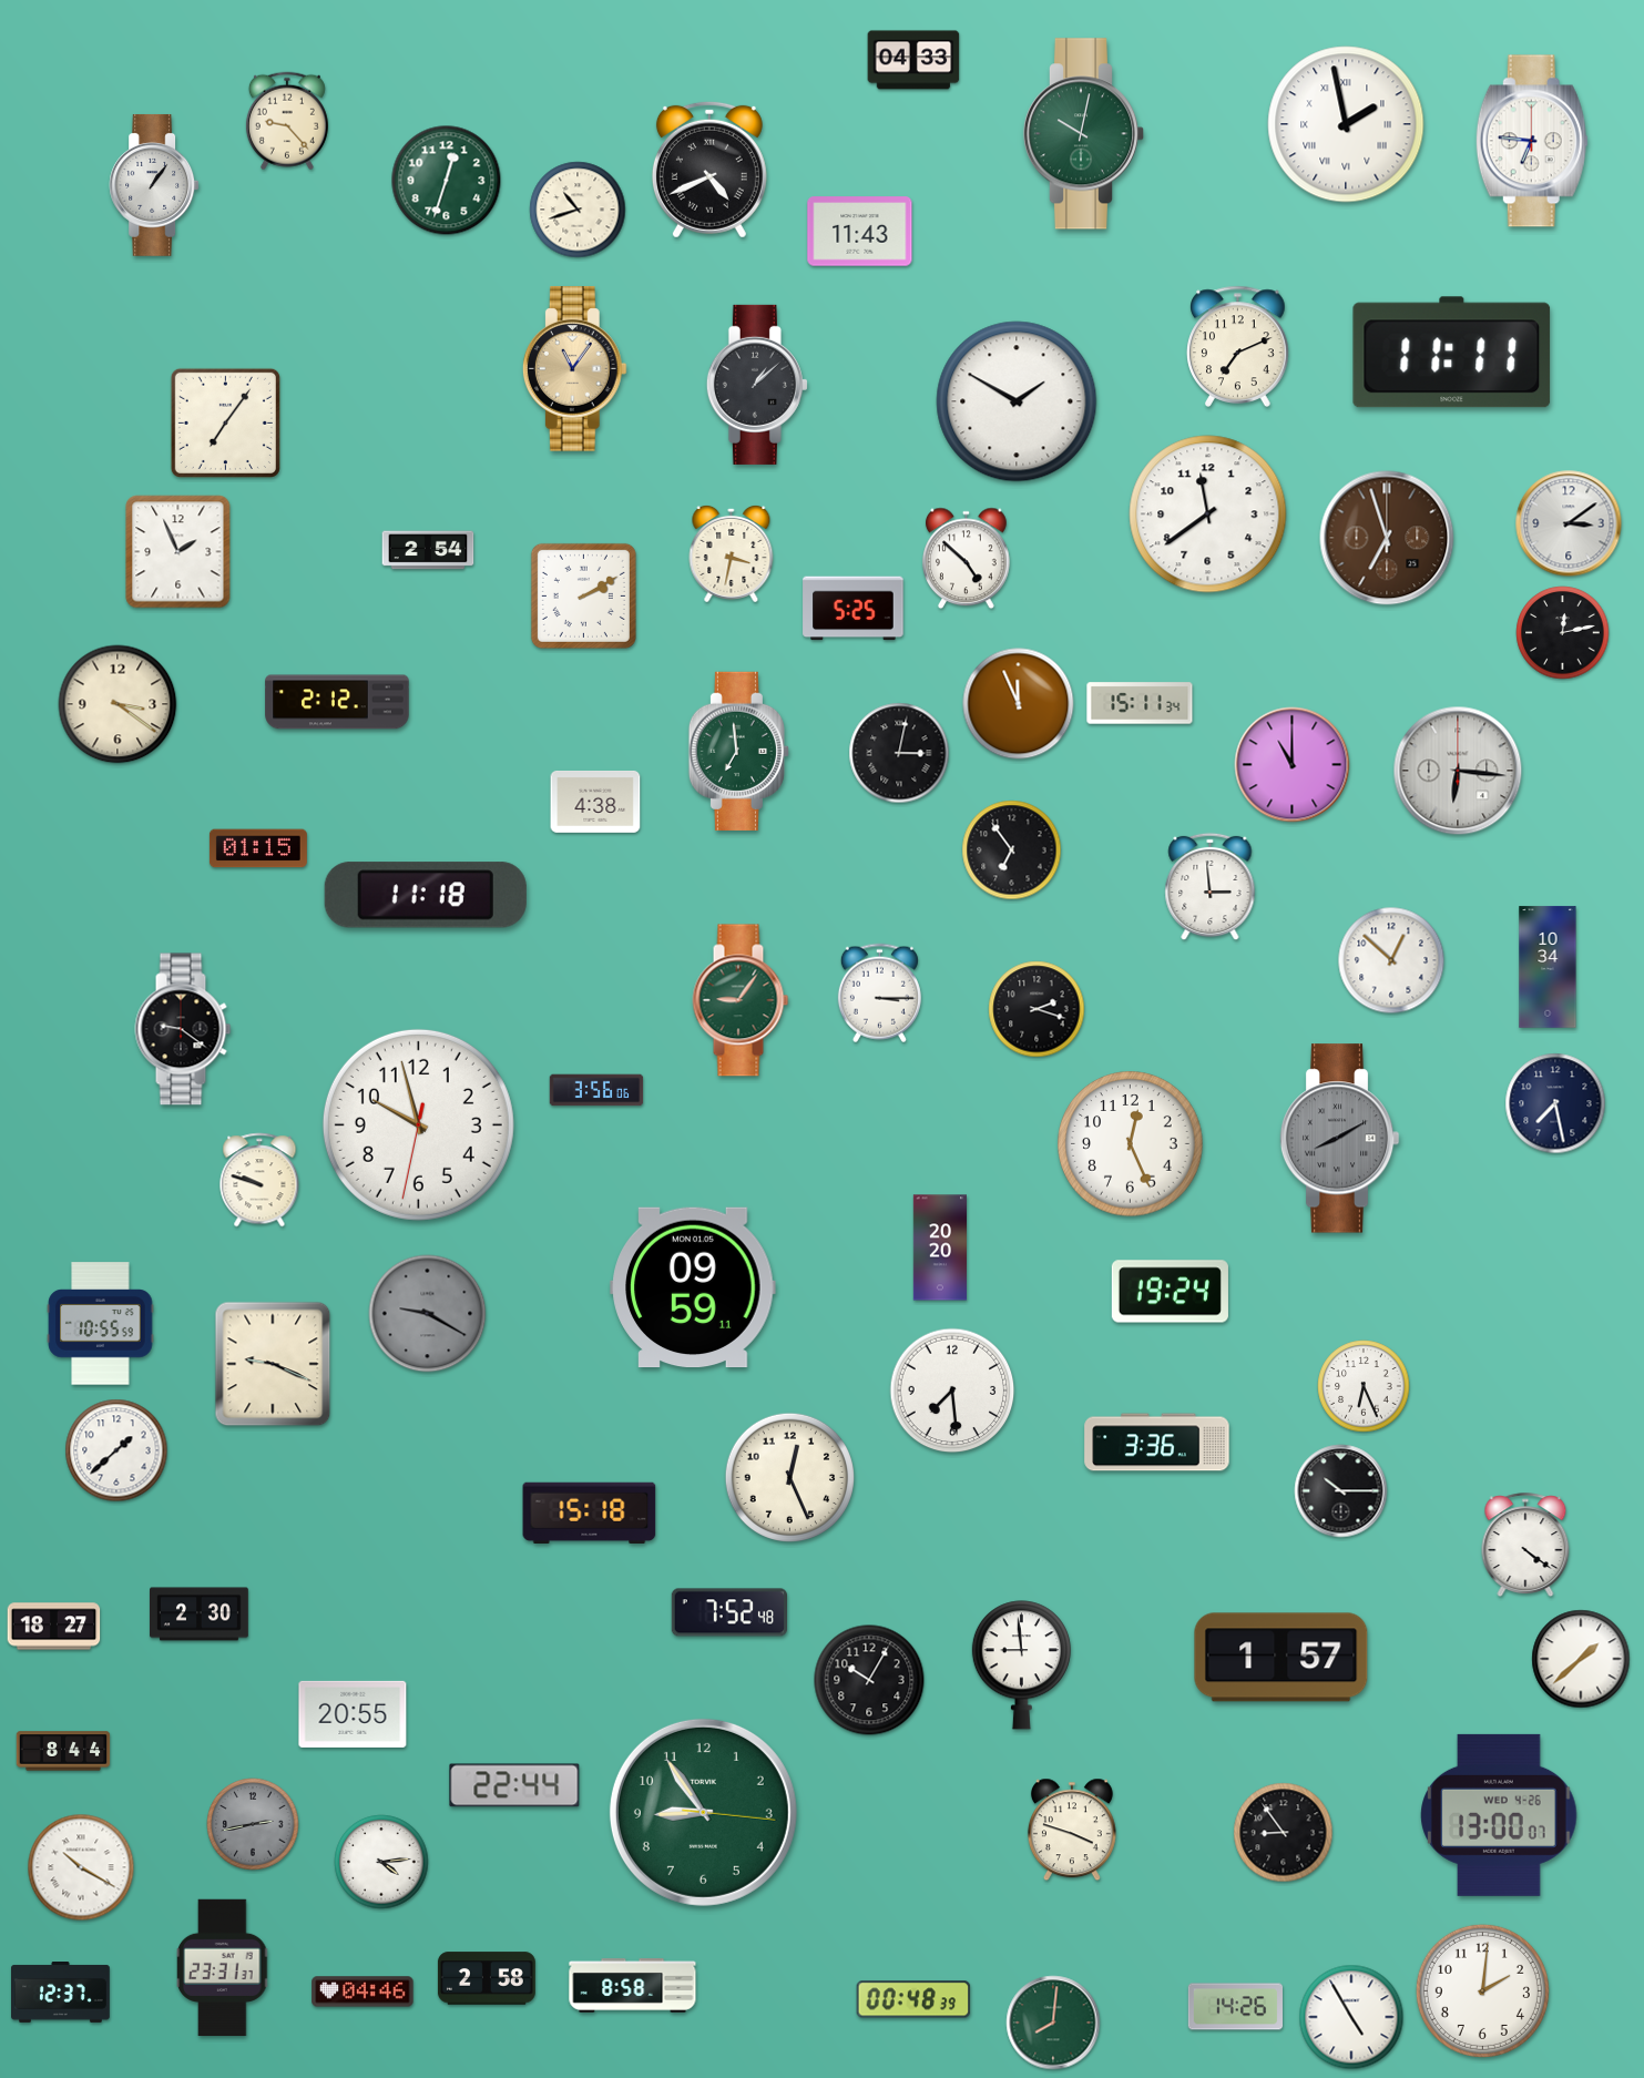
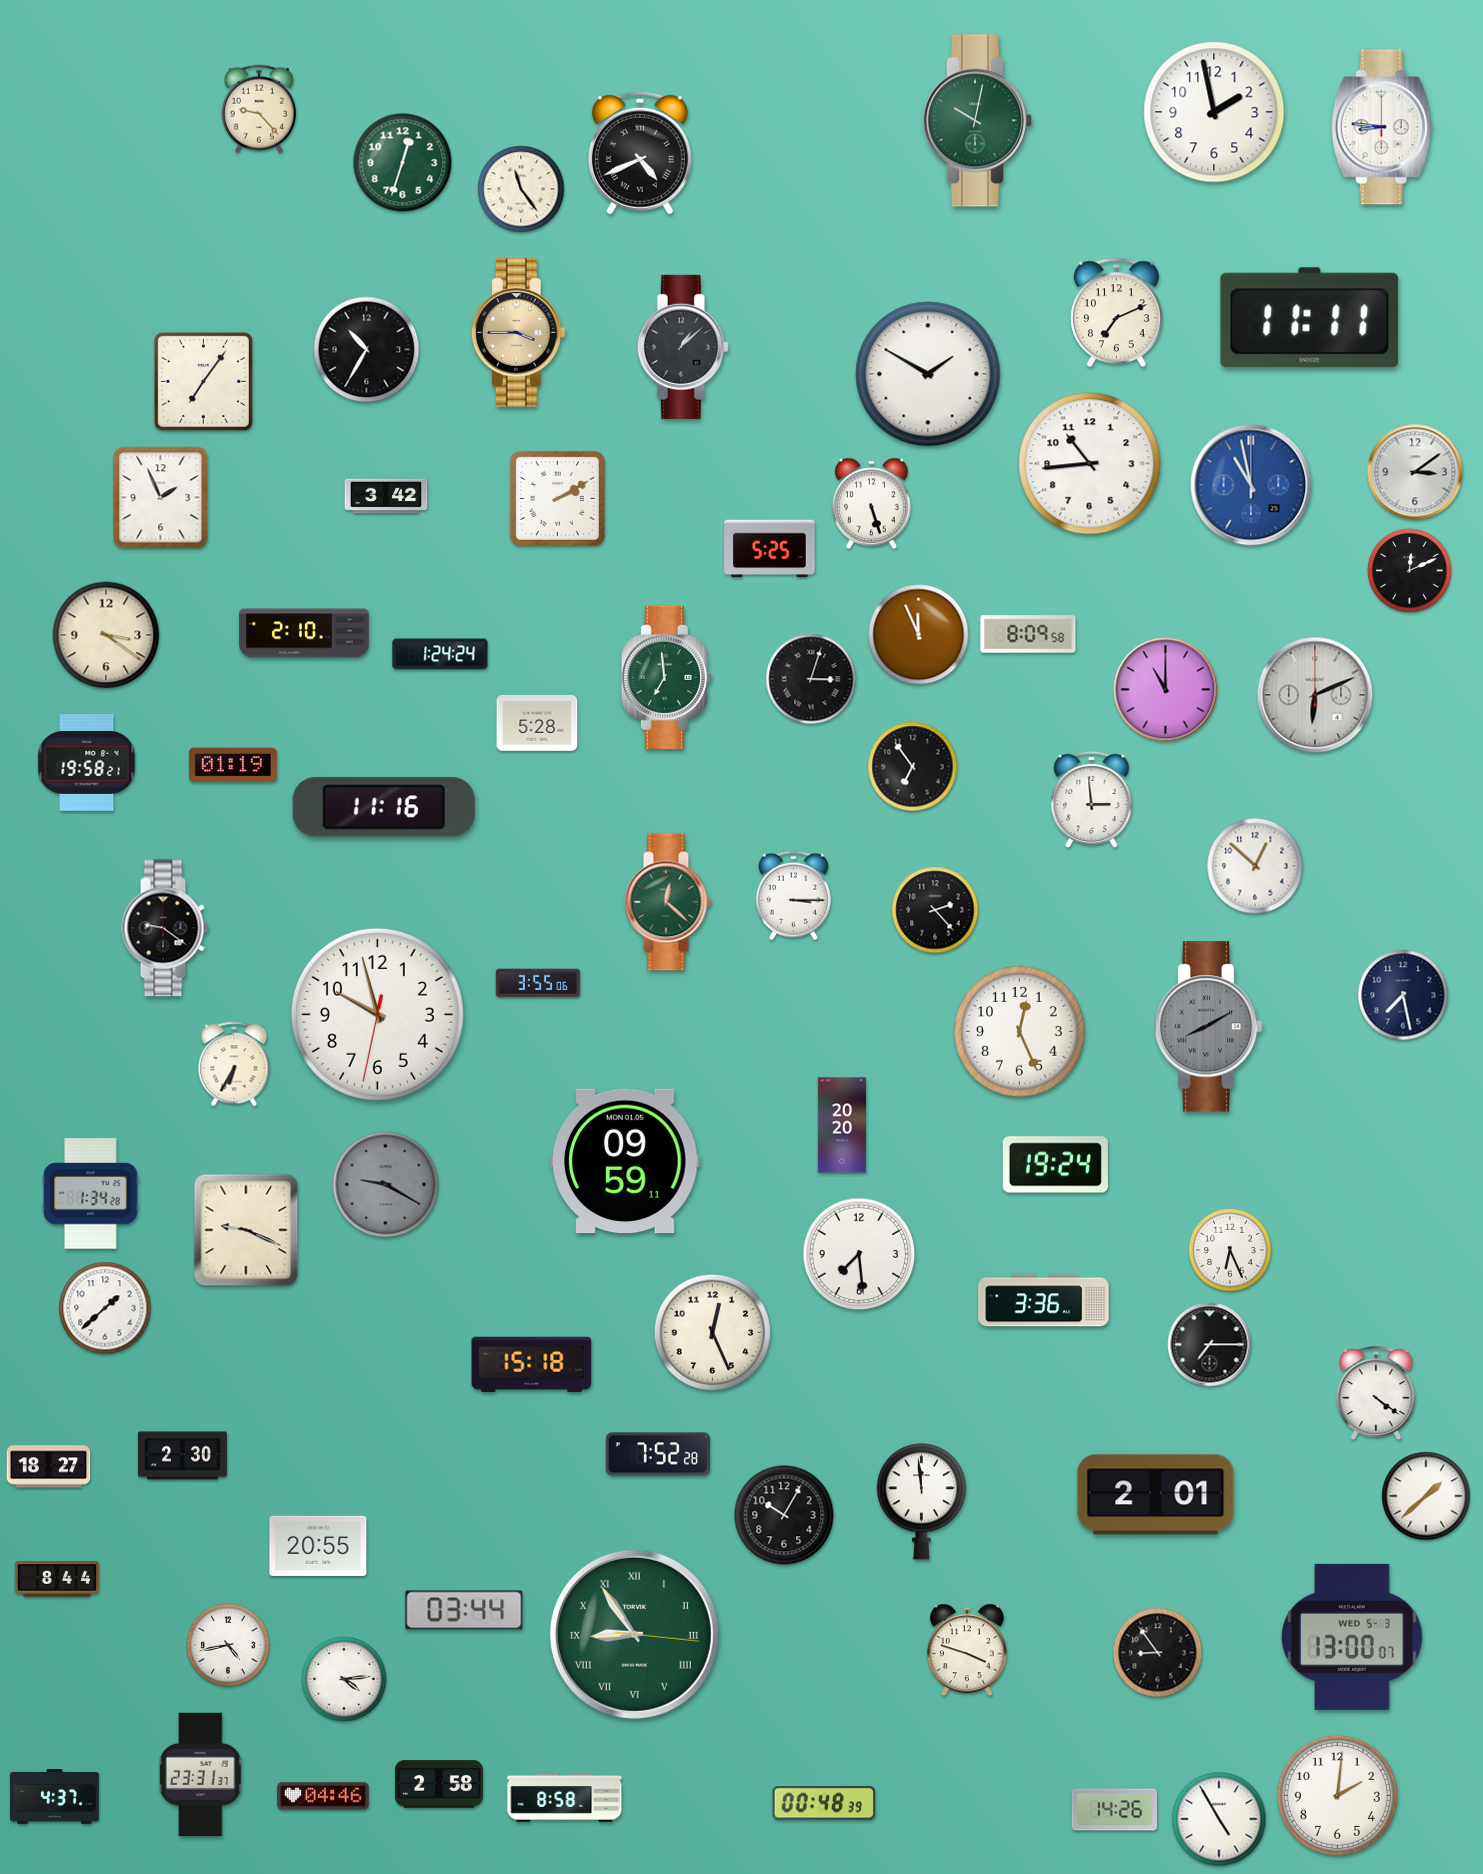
clock at (913, 60): 04:33 -> none
clock at (1346, 124) numerals: Roman -> Arabic
clock at (1532, 141): 6:46 -> 8:46
clock at (154, 185): 1:06 -> none
clock at (578, 210): 10:42 -> 11:24
clock at (860, 232): 11:43 -> none
clock at (574, 369): 11:06 -> 3:45
clock at (367, 350): none -> 10:35
clock at (1017, 401) position: (1017, 401) -> (928, 374)
clock at (1208, 515): 11:39 -> 10:44
clock at (1387, 538): 6:57 -> 10:58
clock at (1387, 538) dial: brown -> blue
clock at (428, 550): 2:54 -> 3:42
clock at (732, 553): 3:32 -> none
clock at (967, 559): 4:52 -> 5:27
clock at (583, 595) position: (583, 595) -> (557, 498)
clock at (1563, 633): 12:13 -> 12:11
clock at (337, 702): 2:12 -> 2:10
clock at (1140, 703): 15:11 -> 8:09
clock at (440, 654): none -> 1:24
clock at (899, 753): 3:02 -> 3:03
clock at (1458, 771): 6:16 -> 6:11
clock at (595, 802): 4:38 -> 5:28
clock at (87, 763): none -> 19:58
clock at (258, 848): 01:15 -> 01:19
clock at (426, 895): 11:18 -> 11:16
clock at (1548, 967): 10:34 -> none
clock at (741, 1000): 9:06 -> 12:22
clock at (1037, 1009): 2:18 -> 2:23
clock at (596, 1090): 3:56 -> 3:55
clock at (259, 1180): 9:48 -> 6:35
clock at (939, 1247) position: (939, 1247) -> (841, 1125)
clock at (101, 1324): 10:55 -> 1:34
clock at (1341, 1491): 10:15 -> 7:15
clock at (728, 1612): 7:52:48 -> 7:52:28
clock at (200, 1614) position: (200, 1614) -> (183, 1456)
clock at (1281, 1658): 1:57 -> 2:01
clock at (1021, 1666): 8:59 -> 11:59
clock at (514, 1785): 22:44 -> 03:44
clock at (703, 1812) numerals: Arabic -> Roman
clock at (1499, 1815) date: WED 4-26 -> WED 5-3
clock at (253, 1824): 2:43 -> 4:43
clock at (253, 1824) dial: grey -> white
clock at (81, 1867): 10:20 -> none
clock at (633, 1986) position: (633, 1986) -> (565, 1798)
clock at (363, 1992) position: (363, 1992) -> (323, 1796)
clock at (61, 1993): 12:37 -> 4:37
clock at (1053, 2023): 8:01 -> none
